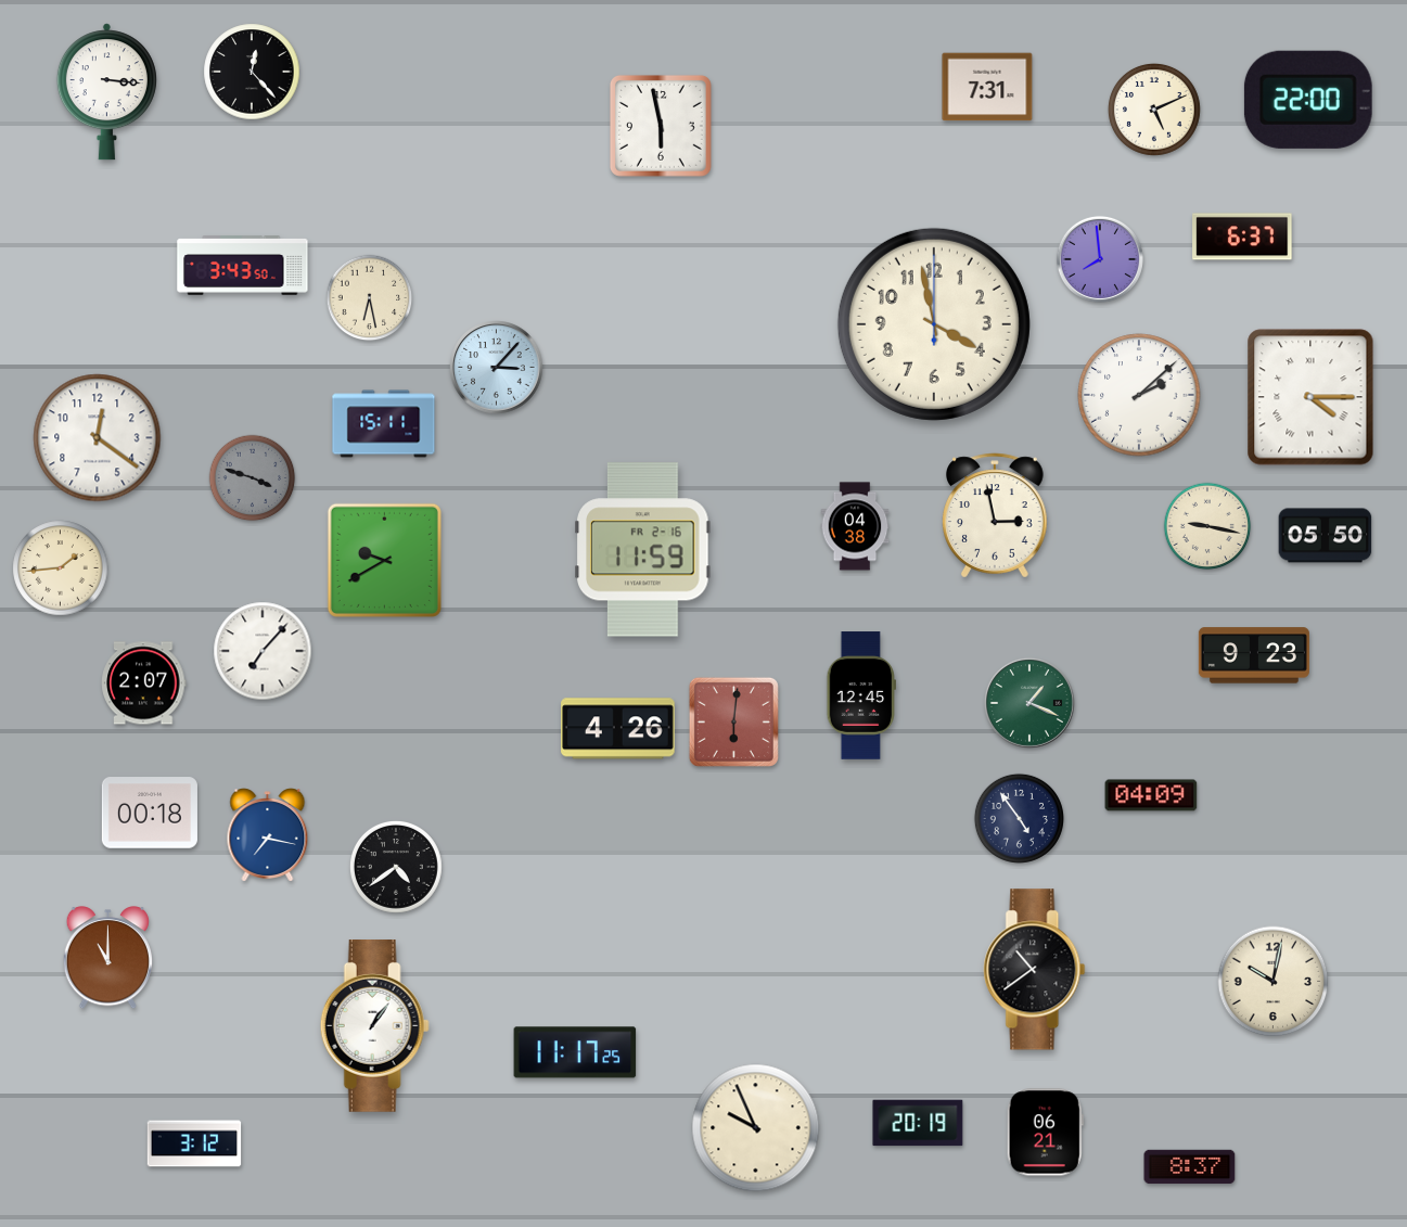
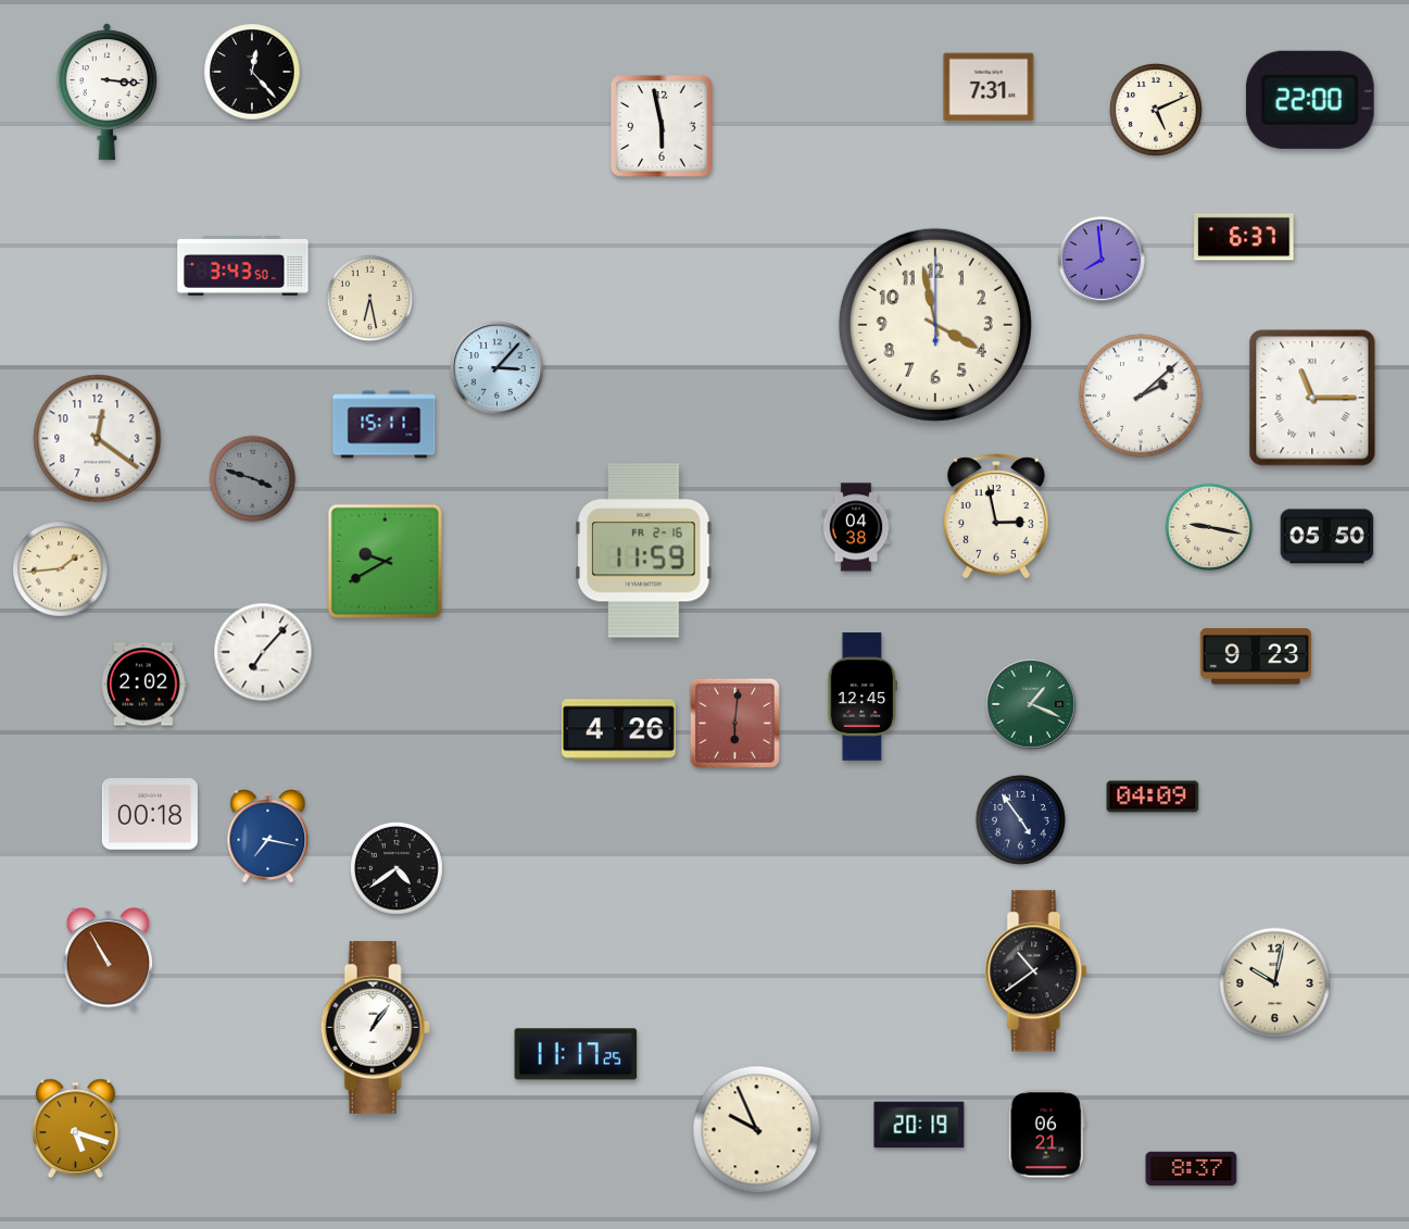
clock at (1310, 397): 4:15 -> 11:15
clock at (144, 683): 2:07 -> 2:02
clock at (107, 958): 11:00 -> 10:55
clock at (75, 1129): none -> 5:18
clock at (194, 1143): 3:12 -> none
